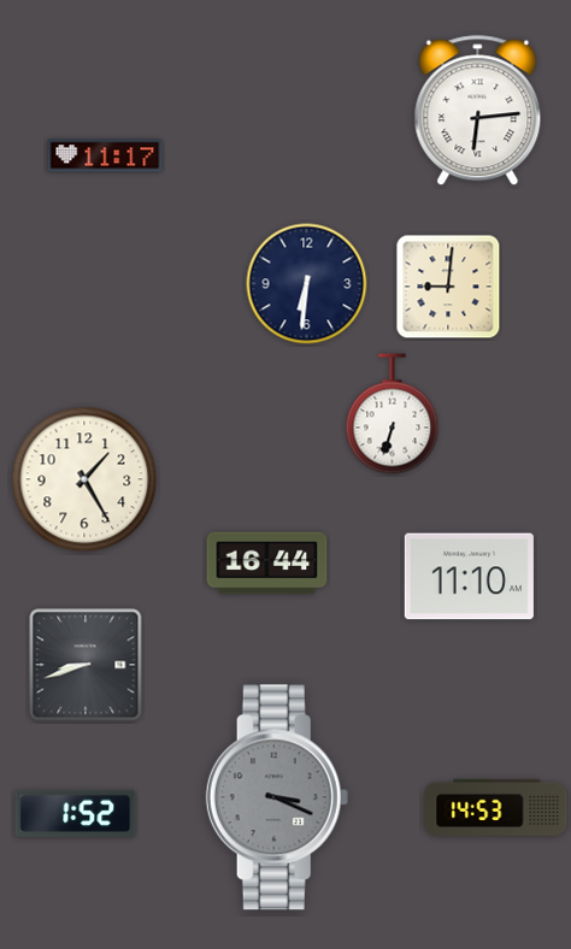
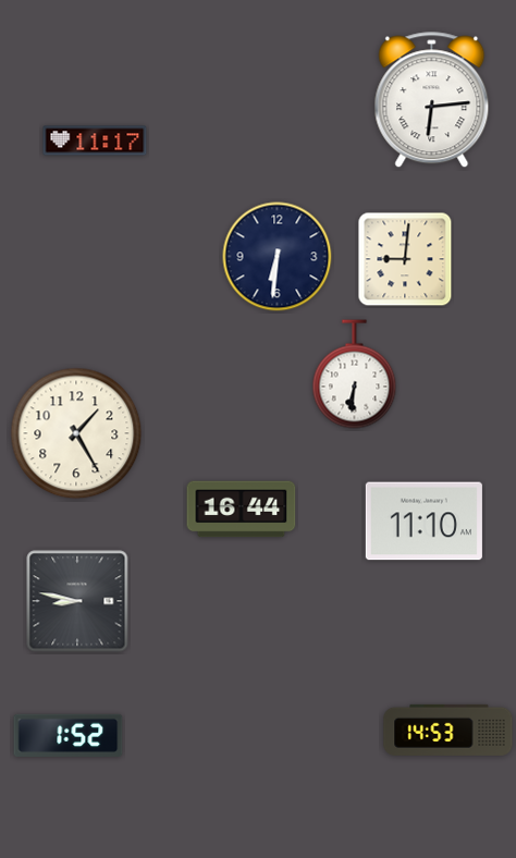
clock at (393, 414): 6:33 -> 6:31
clock at (86, 665): 8:42 -> 8:47
clock at (277, 797): 3:19 -> none
